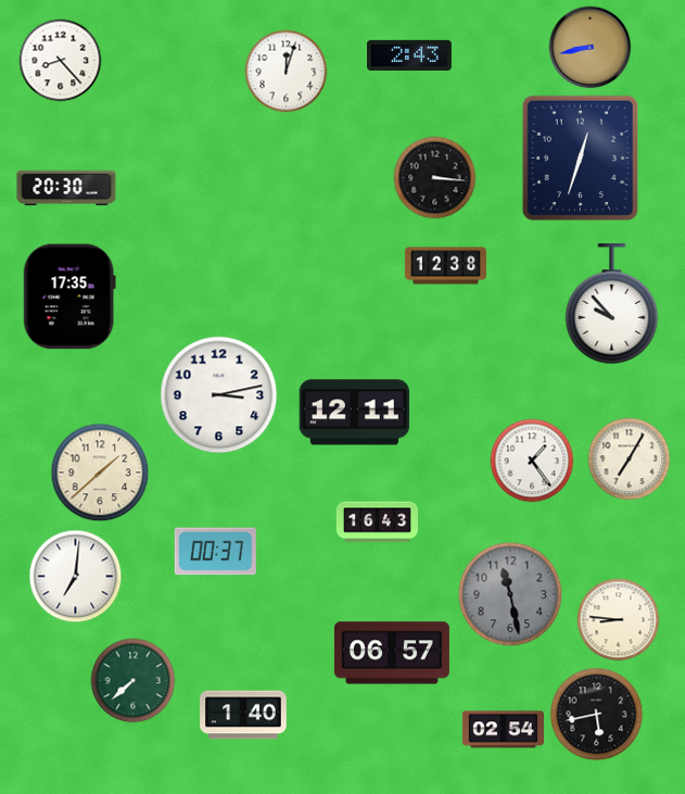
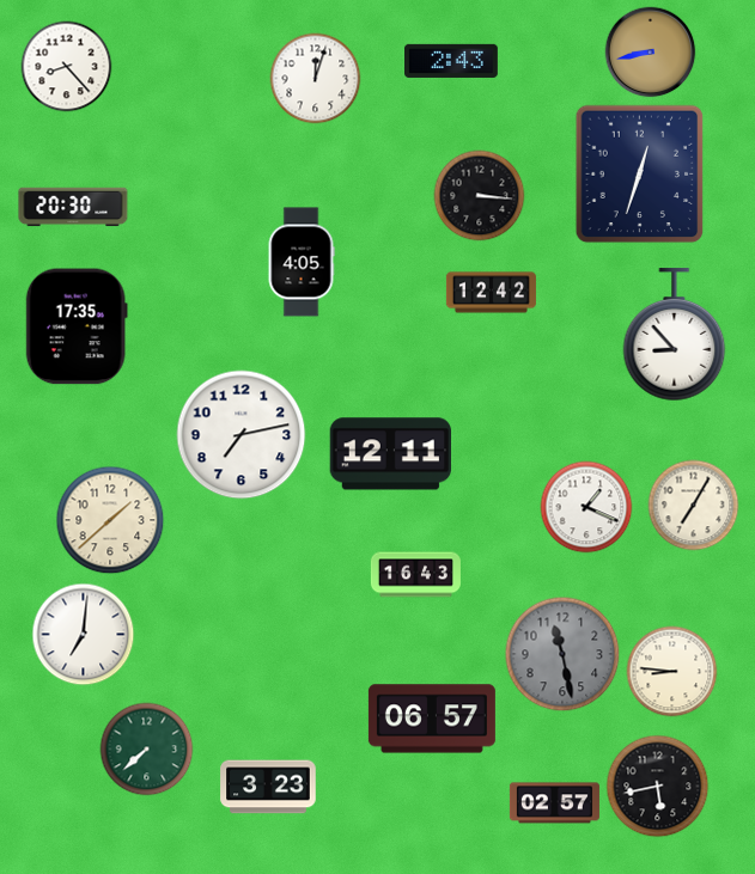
clock at (302, 262): none -> 4:05
clock at (445, 266): 12:38 -> 12:42
clock at (612, 304): 9:53 -> 8:53
clock at (219, 395): 3:13 -> 7:13
clock at (532, 461): 1:24 -> 1:19
clock at (215, 552): 00:37 -> none
clock at (619, 620) position: (619, 620) -> (672, 672)
clock at (243, 715): 1:40 -> 3:23
clock at (503, 730): 02:54 -> 02:57
